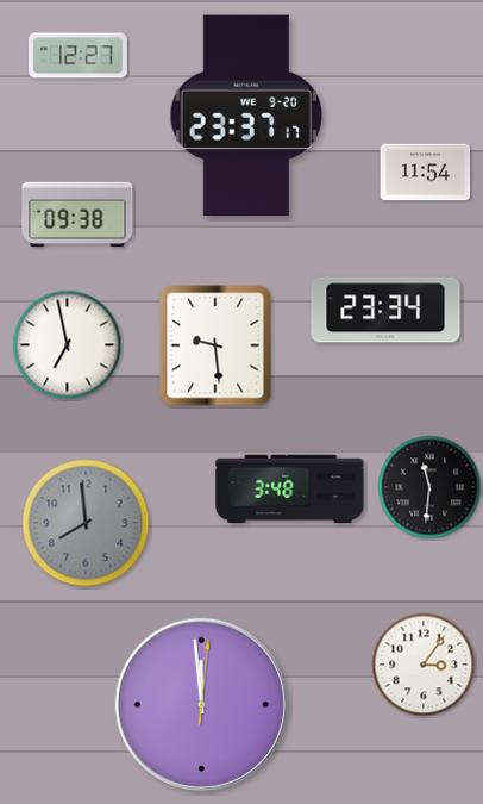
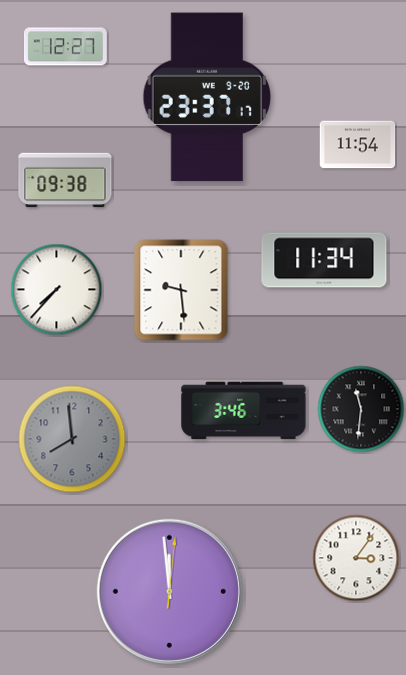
clock at (385, 310): 23:34 -> 11:34
clock at (68, 345): 6:58 -> 7:37
clock at (290, 490): 3:48 -> 3:46
